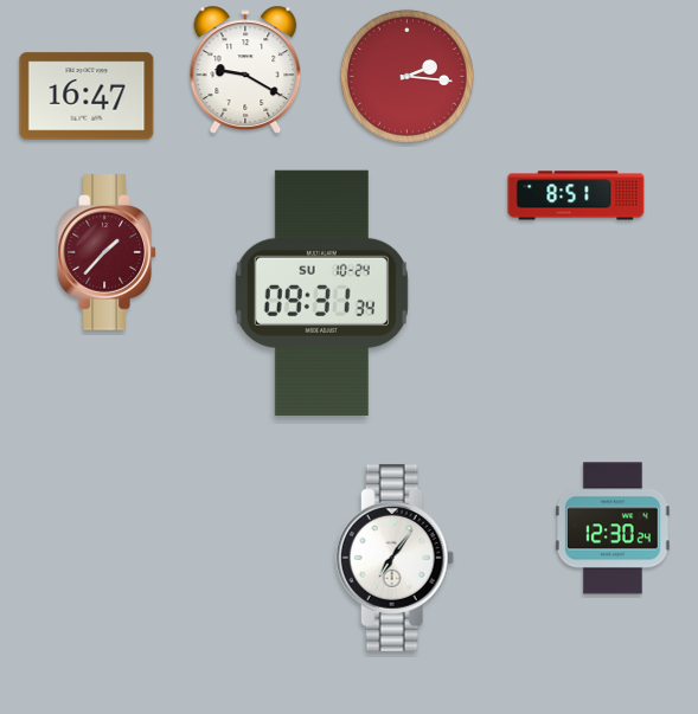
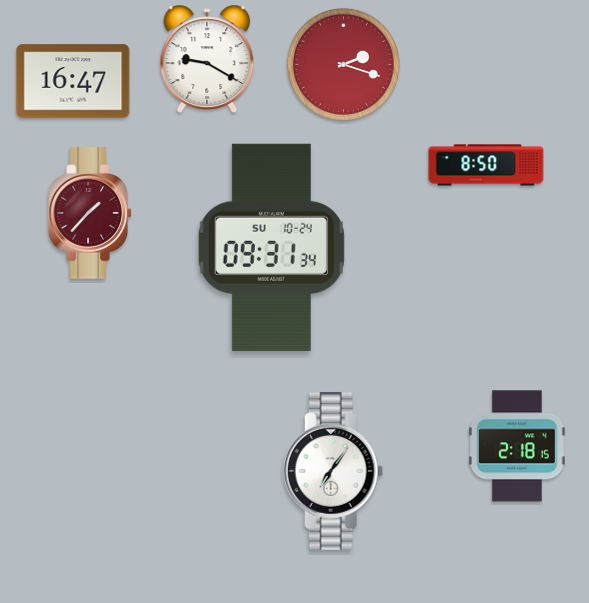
clock at (406, 76): 2:16 -> 2:18
clock at (576, 195): 8:51 -> 8:50
clock at (614, 528): 12:30 -> 2:18
